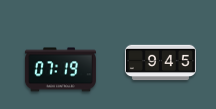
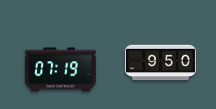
clock at (160, 63): 9:45 -> 9:50
